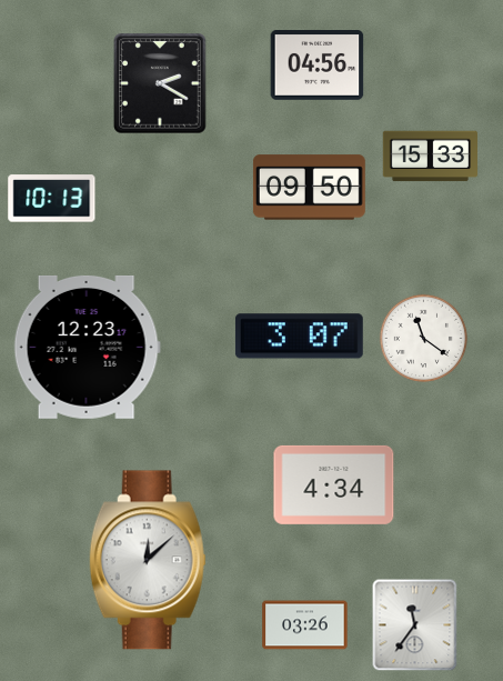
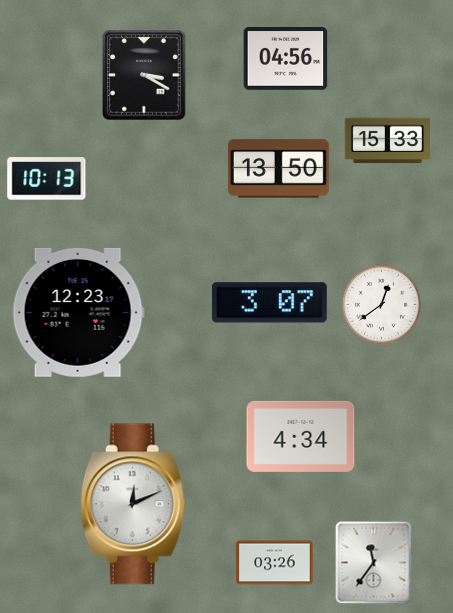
clock at (160, 83): 2:20 -> 3:20
clock at (309, 188): 09:50 -> 13:50
clock at (423, 338): 11:21 -> 12:39
clock at (148, 560): 12:08 -> 12:11
